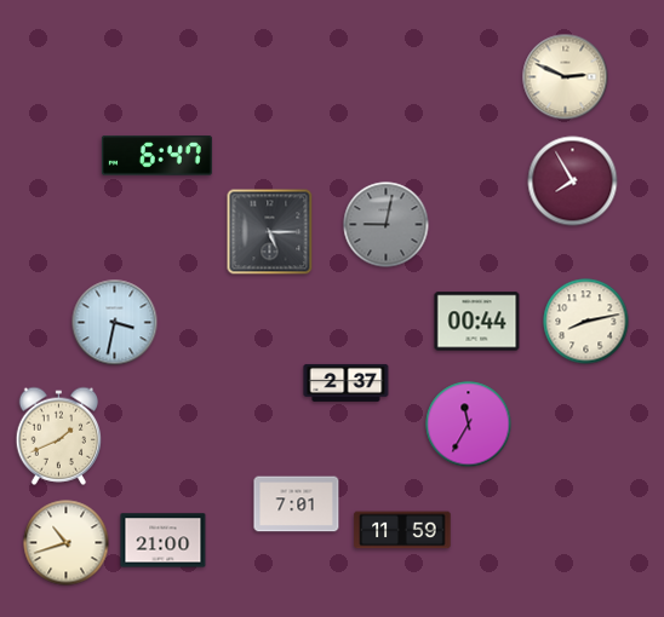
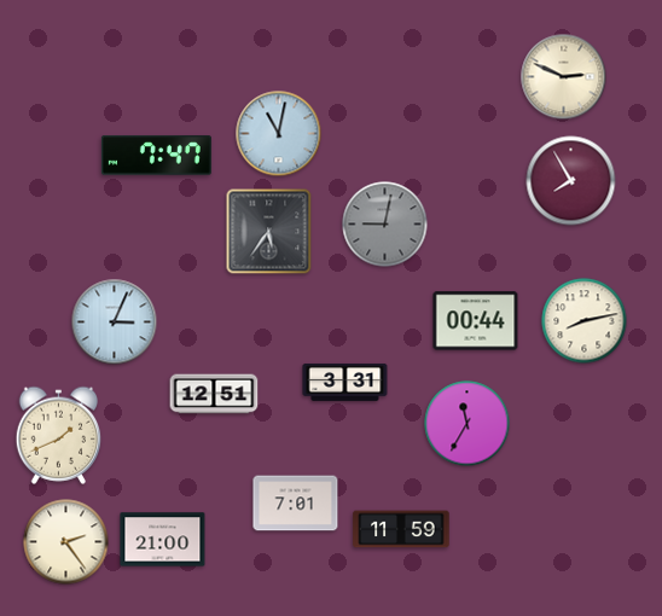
clock at (279, 134): none -> 11:02
clock at (156, 156): 6:47 -> 7:47
clock at (270, 232): 5:15 -> 5:36
clock at (115, 323): 3:32 -> 3:04
clock at (347, 382): 2:37 -> 3:31
clock at (214, 394): none -> 12:51
clock at (67, 543): 10:42 -> 2:24
